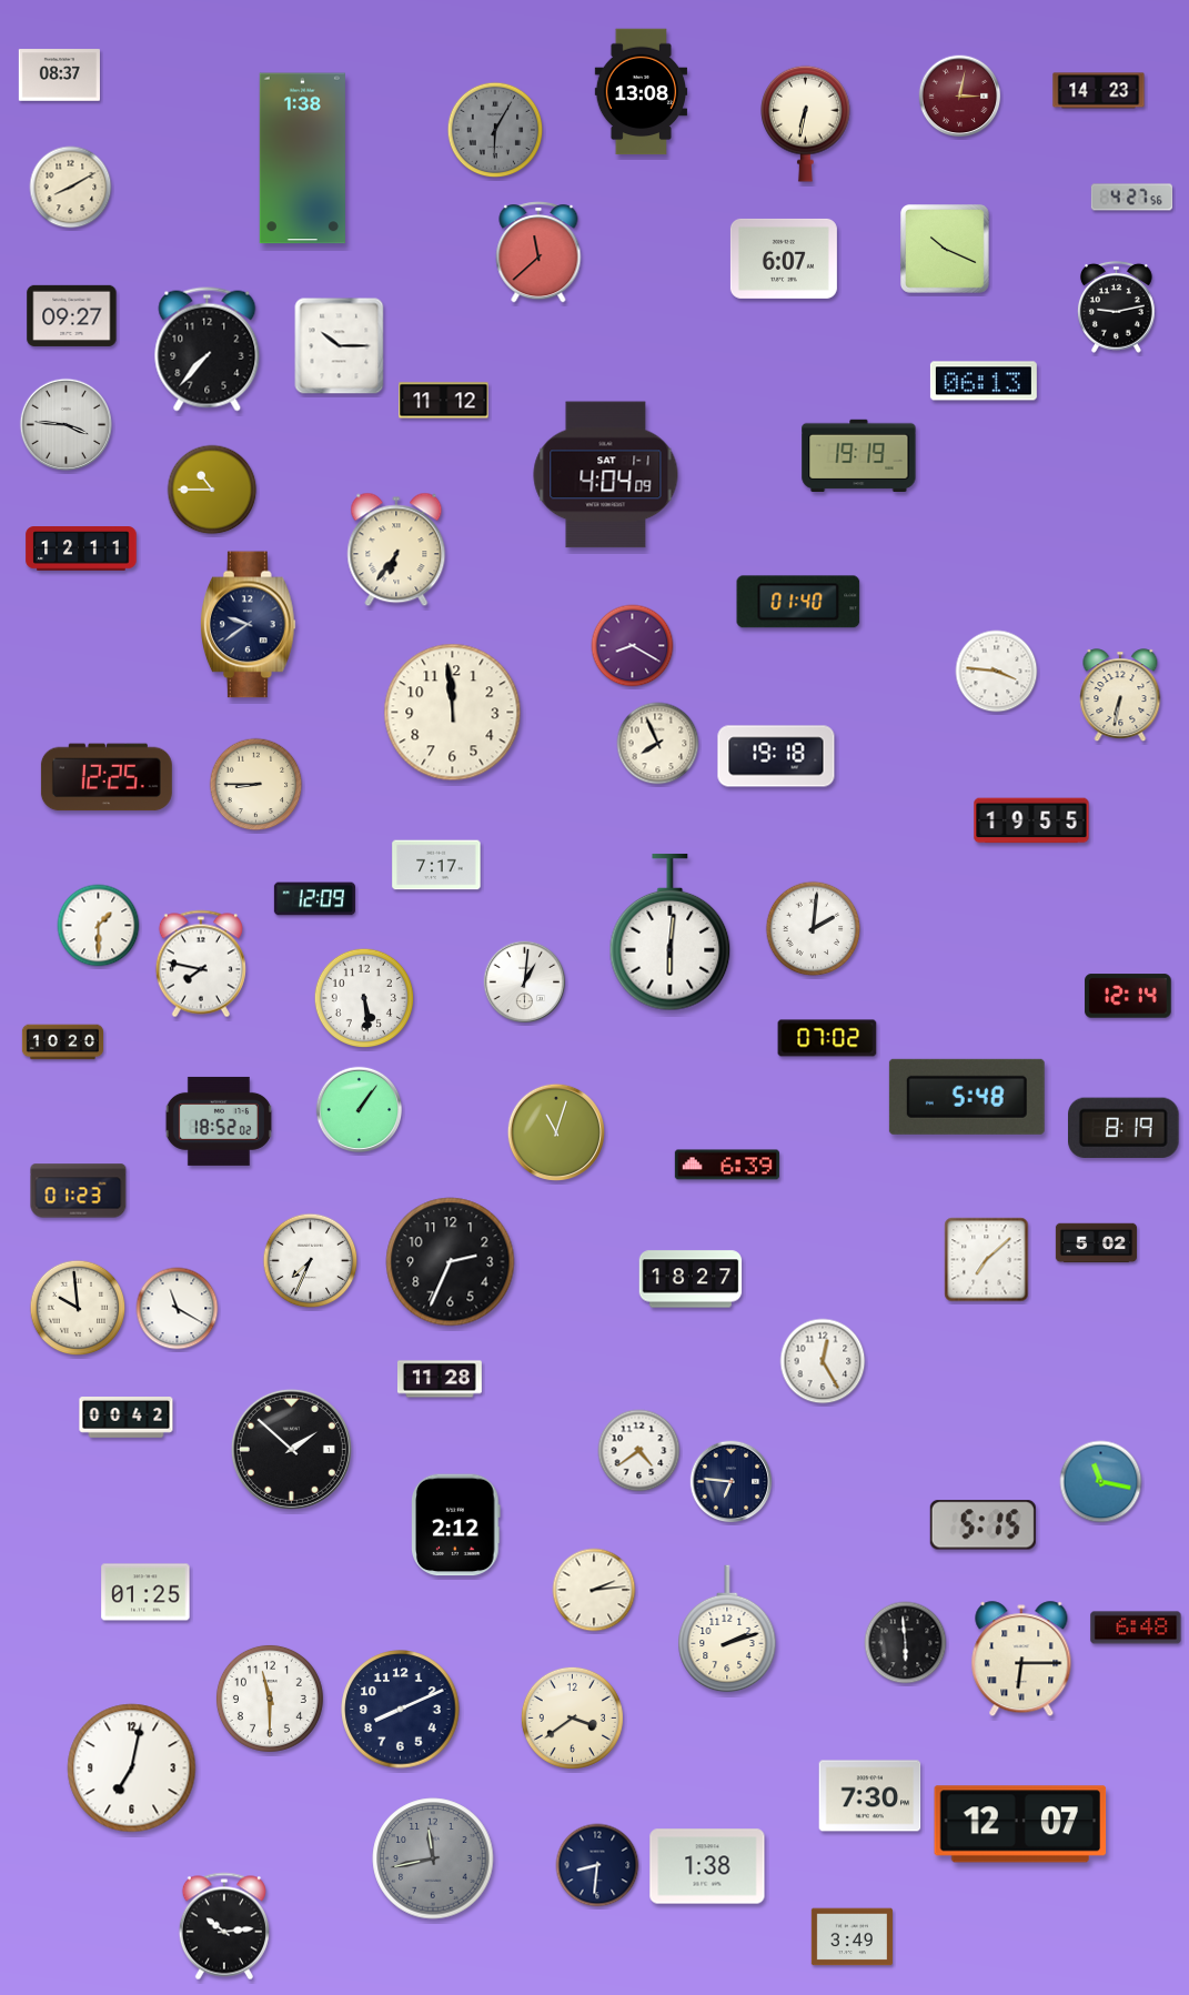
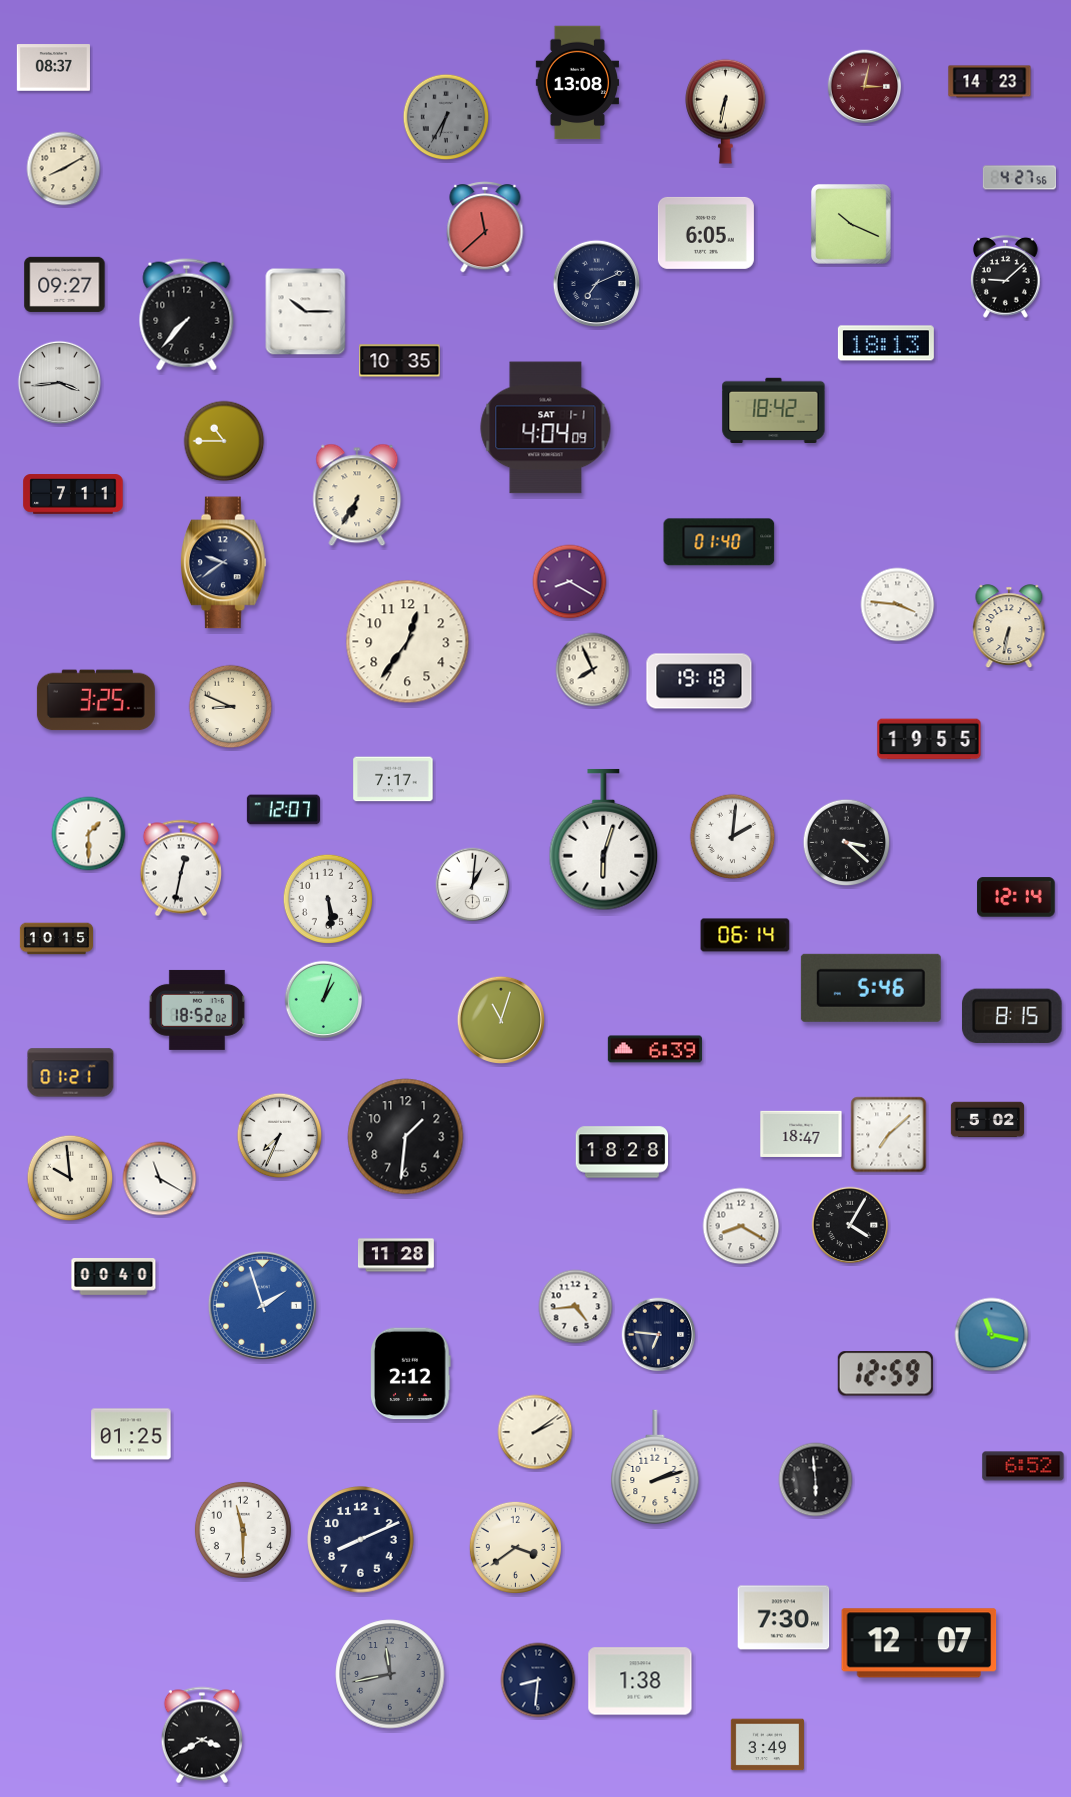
clock at (495, 130): 6:05 -> 6:35
clock at (302, 159): 1:38 -> none
clock at (784, 259): 6:07 -> 6:05
clock at (1116, 306): 9:13 -> 9:08
clock at (596, 283): none -> 7:11
clock at (984, 381): 06:13 -> 18:13
clock at (444, 401): 11:12 -> 10:35
clock at (67, 425): 3:46 -> 3:44
clock at (859, 455): 19:19 -> 18:42
clock at (212, 490) position: (212, 490) -> (224, 441)
clock at (81, 548): 12:11 -> 7:11
clock at (396, 550): 6:36 -> 6:35
clock at (453, 713): 11:59 -> 12:36
clock at (107, 777): 12:25 -> 3:25
clock at (256, 785): 8:45 -> 8:49
clock at (314, 899): 12:09 -> 12:07
clock at (671, 933): 6:01 -> 6:03
clock at (847, 843): none -> 3:22
clock at (201, 964): 7:47 -> 12:32
clock at (827, 1038): 07:02 -> 06:14
clock at (62, 1042): 10:20 -> 10:15
clock at (967, 1097): 5:48 -> 5:46
clock at (360, 1110): 1:06 -> 1:03
clock at (1125, 1128): 8:19 -> 8:15
clock at (79, 1191): 01:23 -> 01:21
clock at (801, 1133): none -> 18:47
clock at (451, 1262): 2:34 -> 1:31
clock at (691, 1279): 18:27 -> 18:28
clock at (850, 1225): none -> 4:05
clock at (823, 1361): 12:25 -> 8:20
clock at (440, 1379) position: (440, 1379) -> (396, 1255)
clock at (127, 1418): 00:42 -> 00:40
clock at (291, 1449): 1:52 -> 1:57
clock at (291, 1449) dial: black -> blue
clock at (639, 1451): 4:39 -> 4:44
clock at (983, 1525): 5:15 -> 12:59
clock at (594, 1590): 2:14 -> 2:09
clock at (1136, 1628): 6:48 -> 6:52
clock at (1021, 1660): 6:15 -> none
clock at (132, 1769): 7:02 -> none
clock at (707, 1866) position: (707, 1866) -> (640, 1681)
clock at (224, 1926): 10:14 -> 3:40
